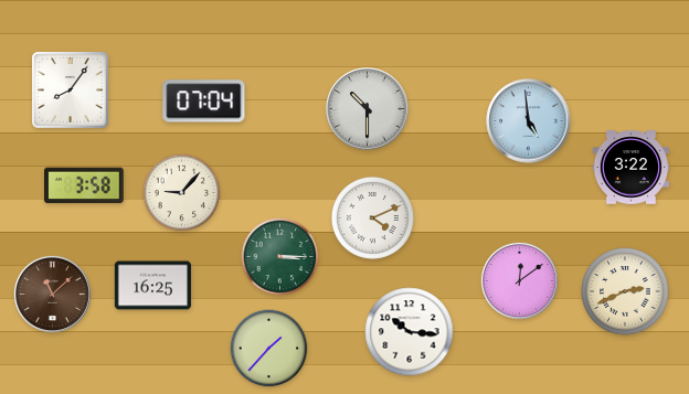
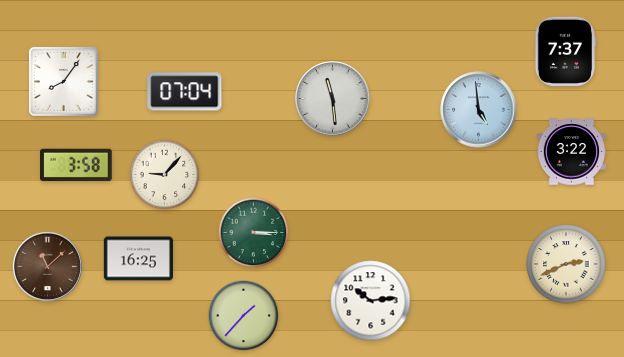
clock at (565, 51): none -> 7:37
clock at (368, 109): 10:30 -> 11:29
clock at (85, 185) position: (85, 185) -> (77, 165)
clock at (372, 217): 4:11 -> none
clock at (519, 280): 12:09 -> none
clock at (410, 332): 10:16 -> 10:14
